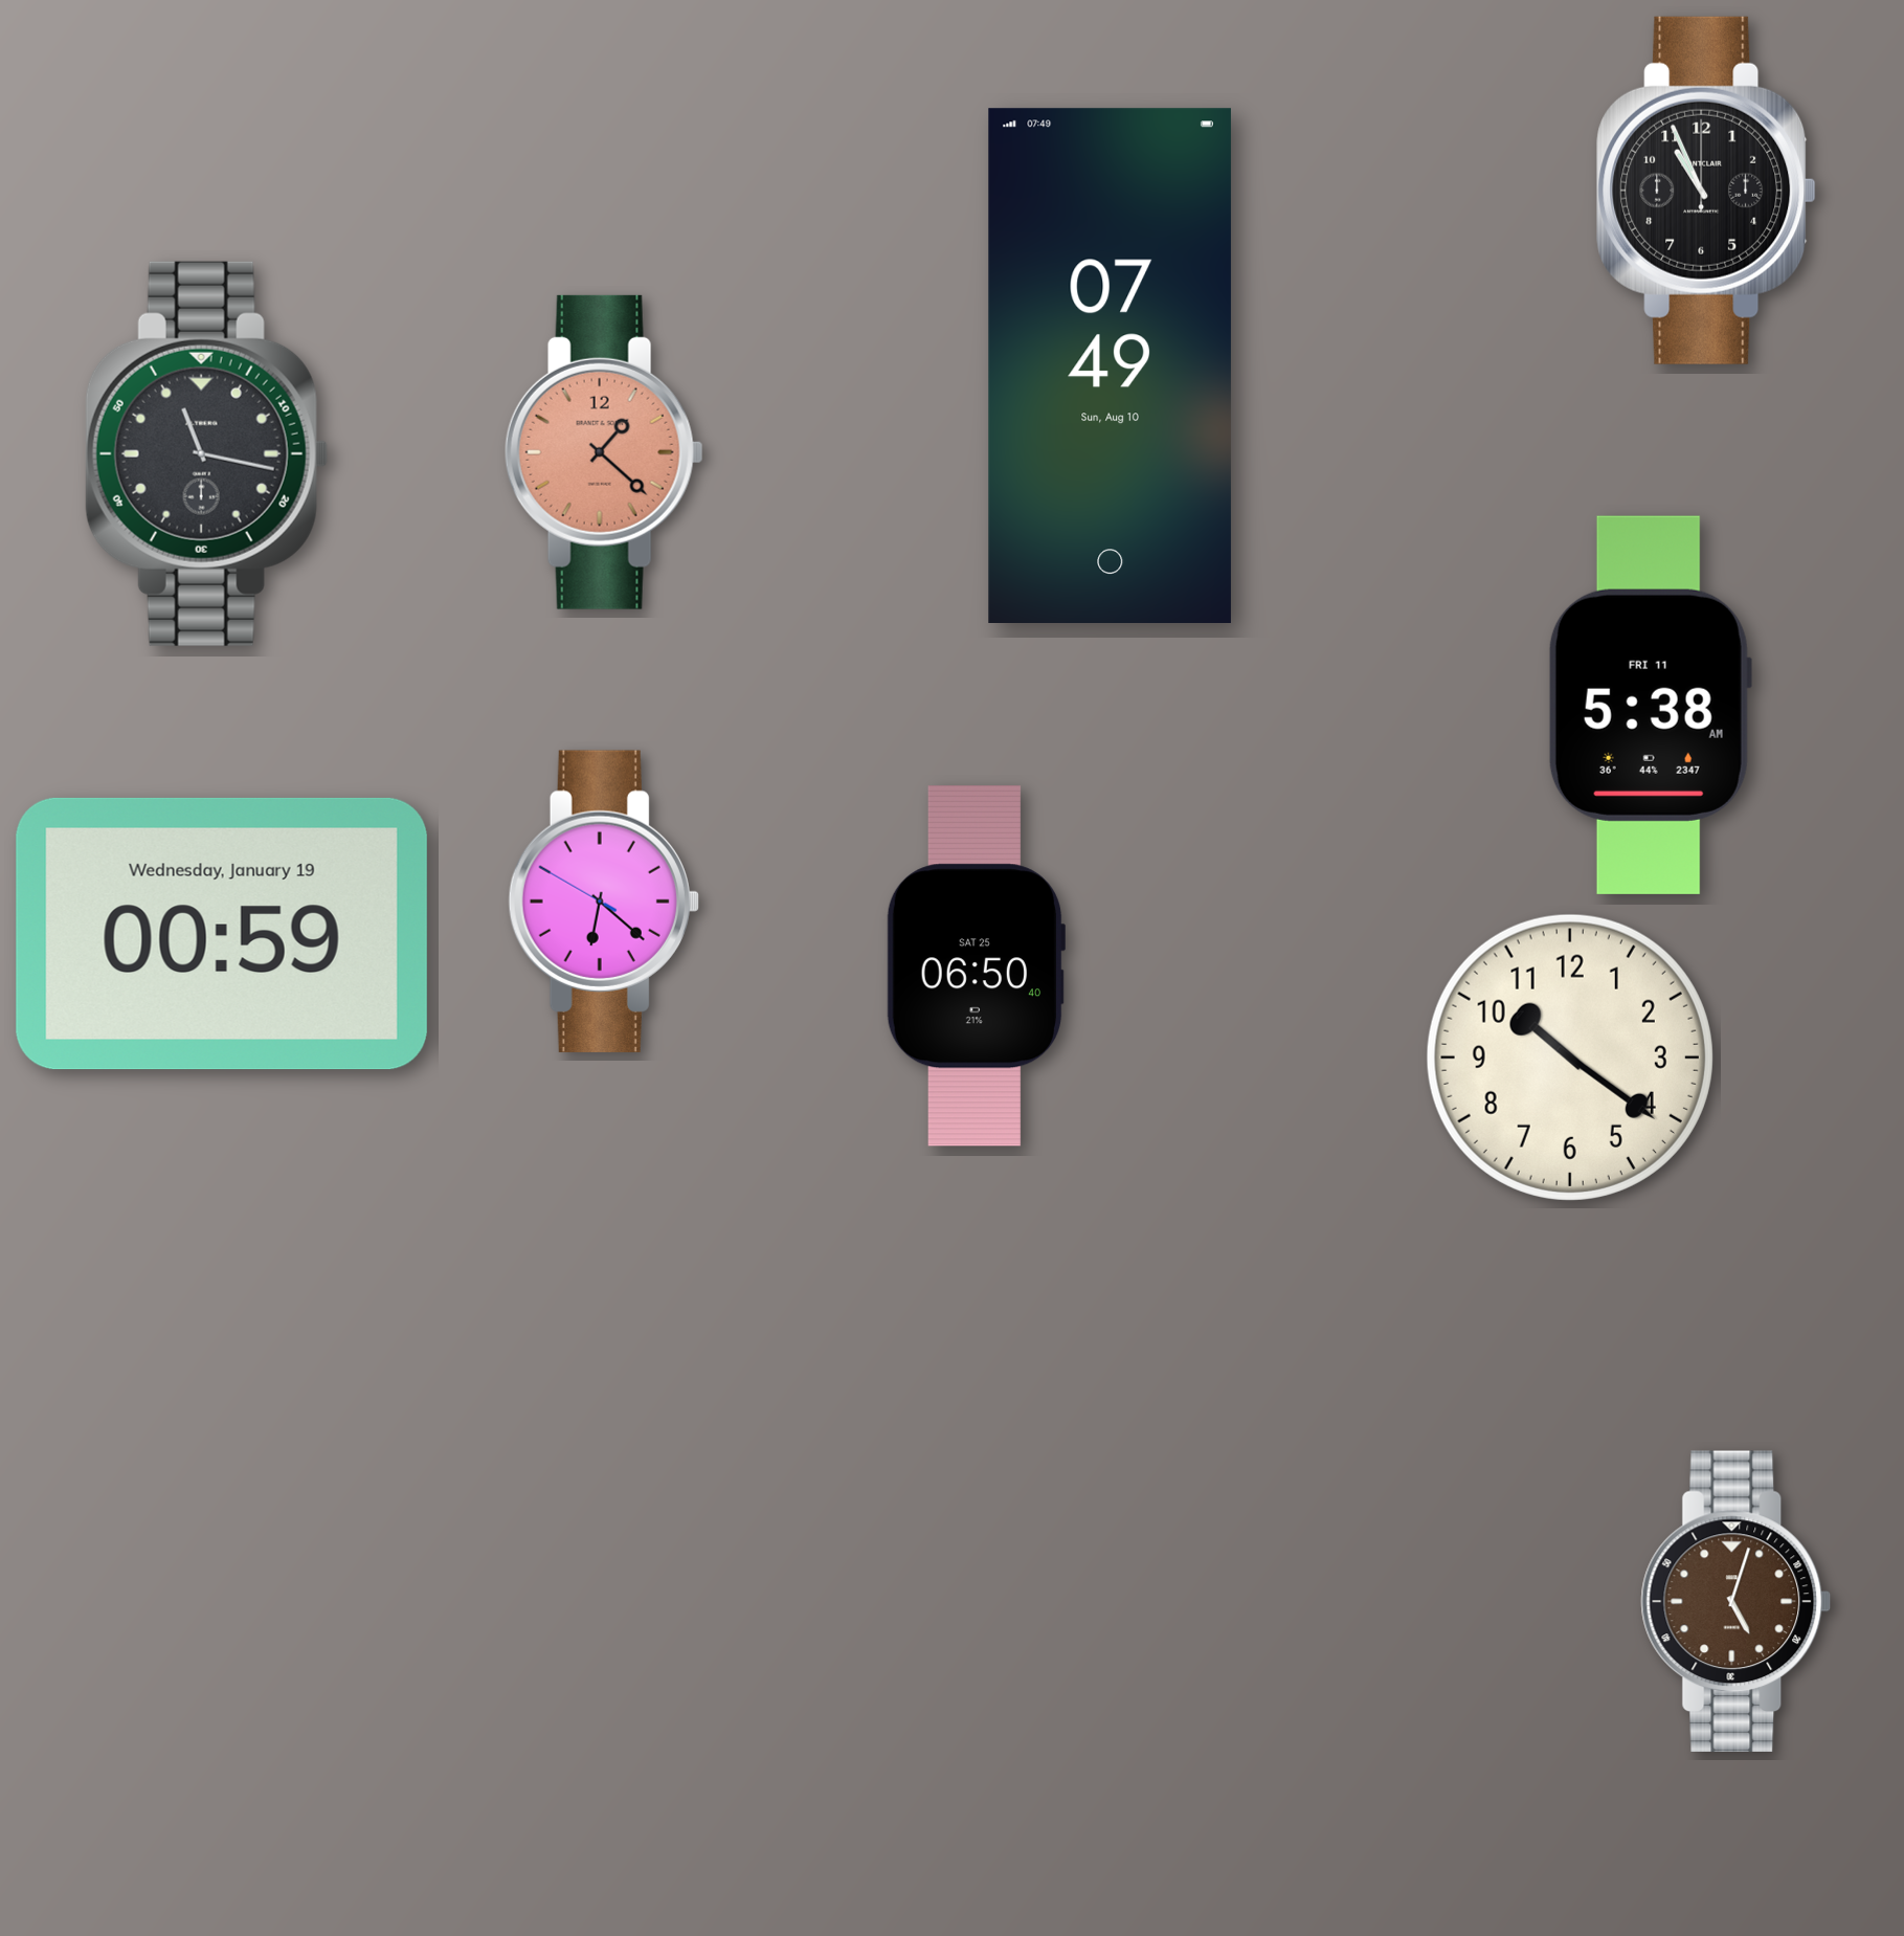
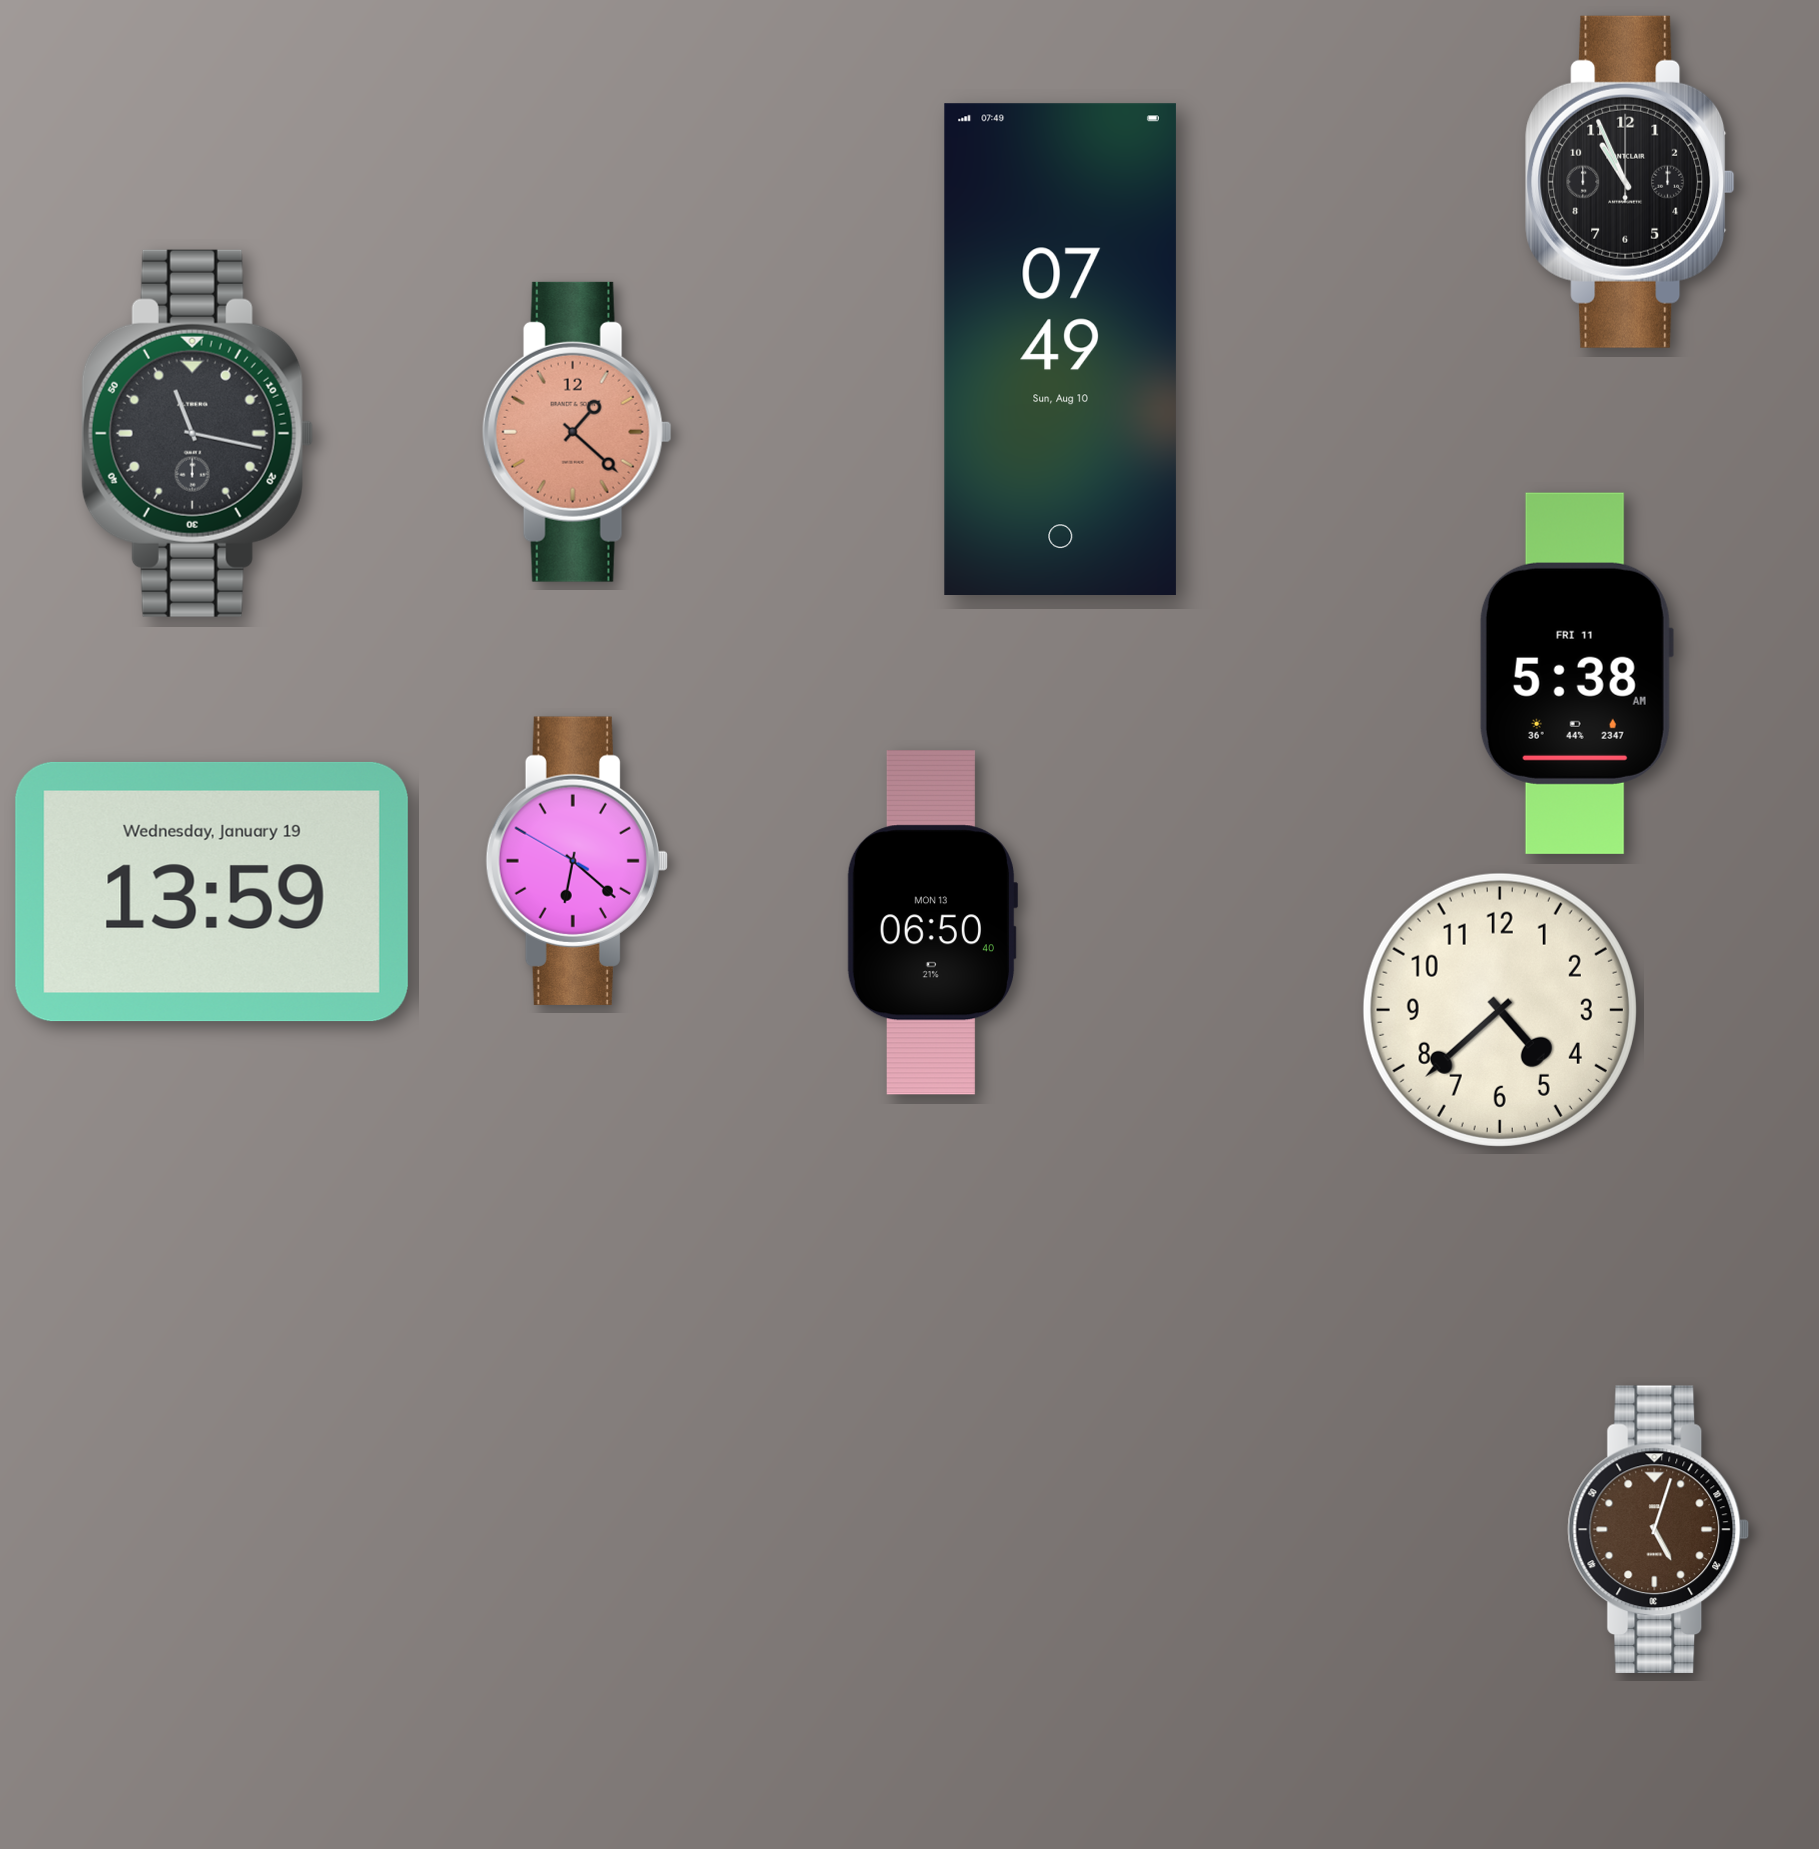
clock at (222, 934): 00:59 -> 13:59
clock at (975, 966) date: SAT 25 -> MON 13
clock at (1570, 1058): 10:21 -> 4:38
